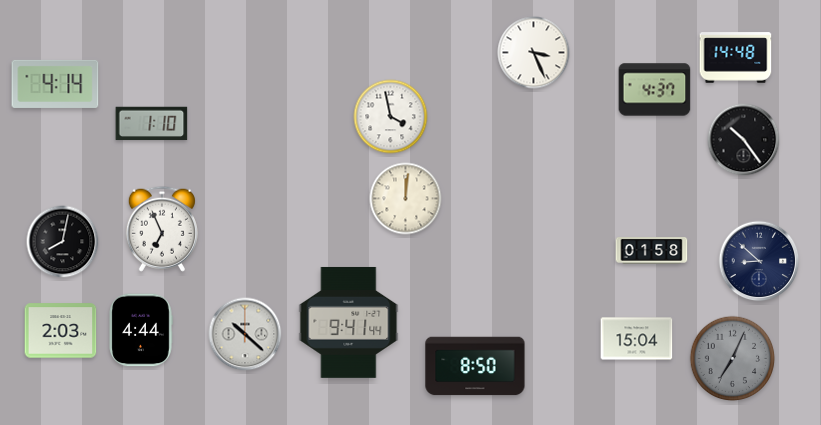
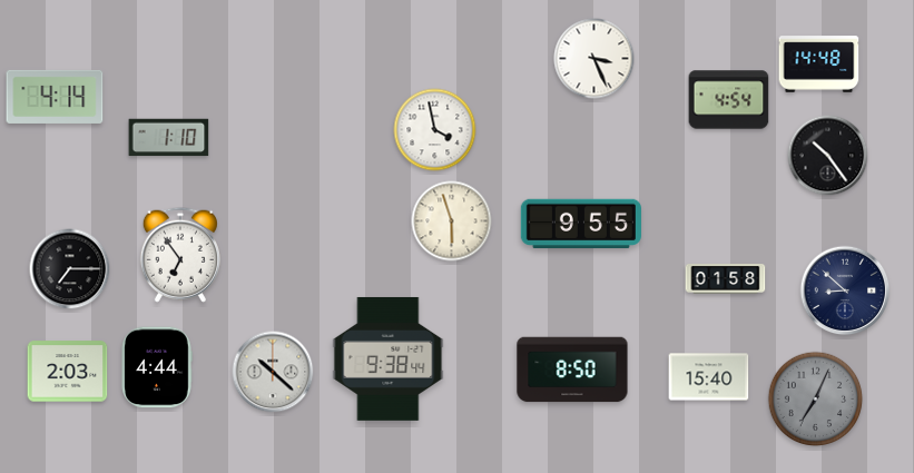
clock at (55, 84) position: (55, 84) -> (55, 97)
clock at (655, 90): 4:37 -> 4:54
clock at (406, 199): 12:01 -> 5:57
clock at (581, 224): none -> 9:55
clock at (162, 229): 6:56 -> 6:54
clock at (63, 242): 8:02 -> 7:15
clock at (349, 322): 9:41 -> 9:38
clock at (61, 331) position: (61, 331) -> (68, 372)
clock at (637, 339): 15:04 -> 15:40
clock at (475, 366) position: (475, 366) -> (572, 369)
